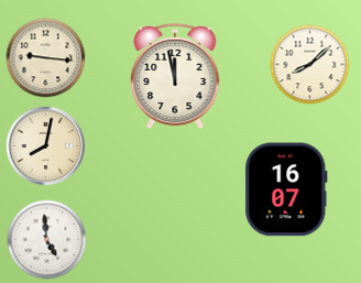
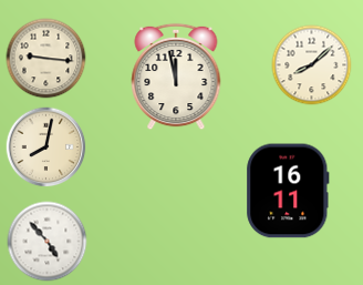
clock at (286, 189): 16:07 -> 16:11
clock at (47, 240): 4:59 -> 4:53
